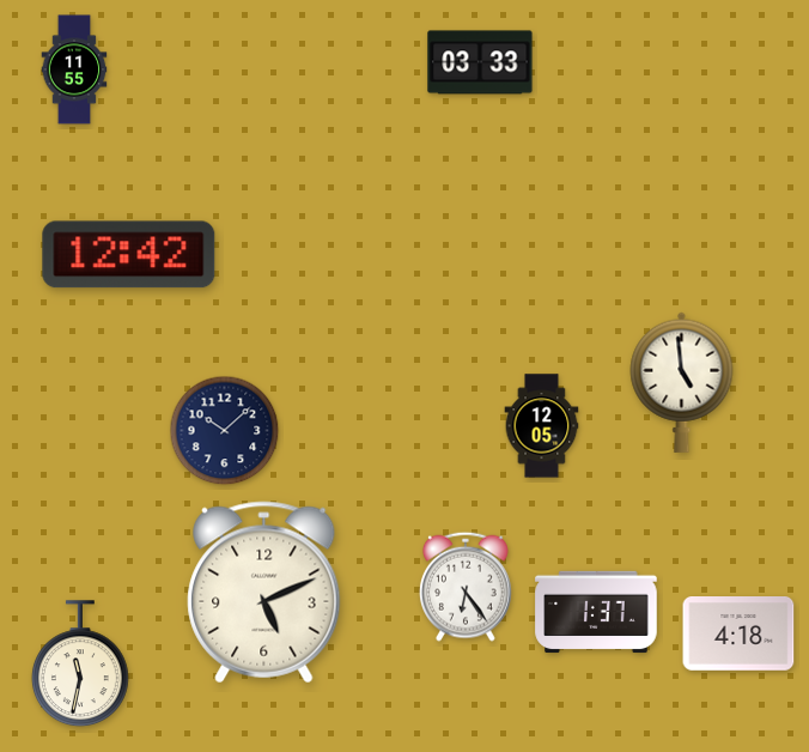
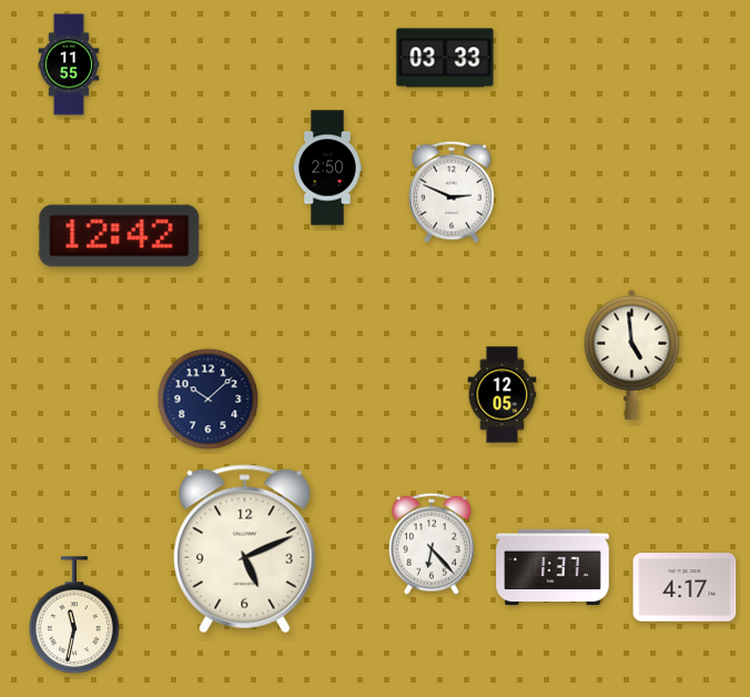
clock at (328, 168): none -> 2:50
clock at (453, 192): none -> 2:49
clock at (467, 587): 6:24 -> 6:23
clock at (738, 635): 4:18 -> 4:17
